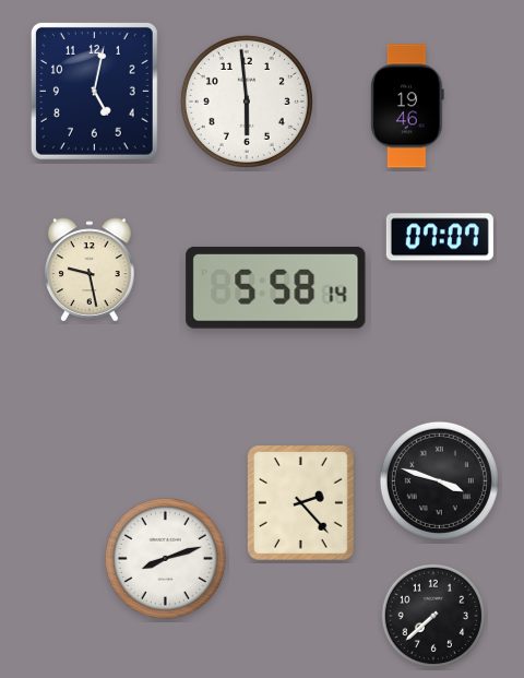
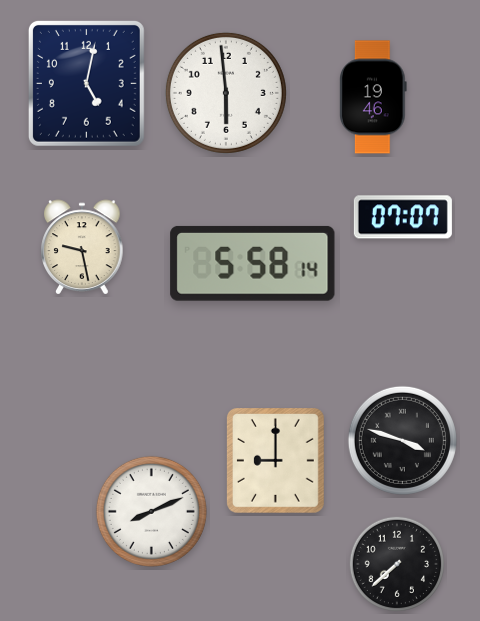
clock at (300, 503): 2:23 -> 9:00
clock at (165, 558): 8:12 -> 8:11
